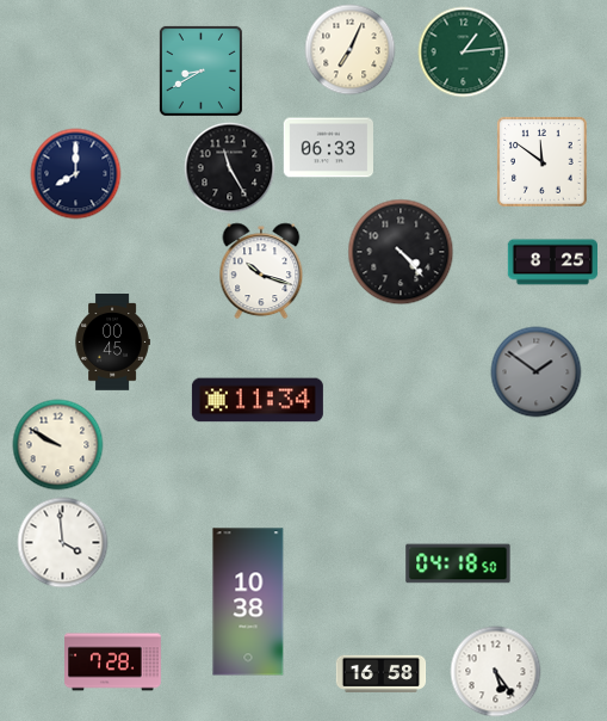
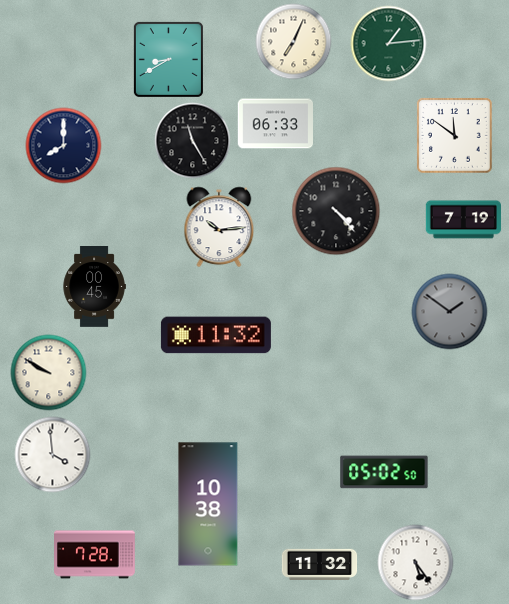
clock at (553, 263): 8:25 -> 7:19
clock at (261, 271): 10:18 -> 10:14
clock at (258, 400): 11:34 -> 11:32
clock at (458, 563): 04:18 -> 05:02
clock at (382, 673): 16:58 -> 11:32
